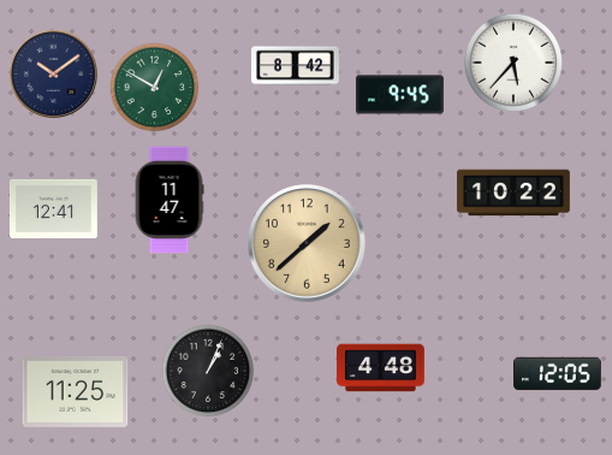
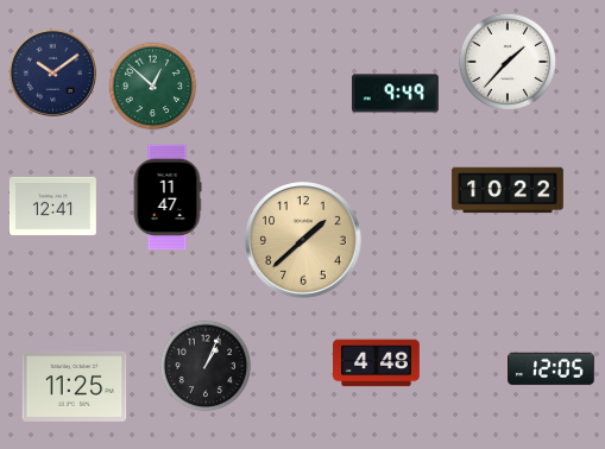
clock at (513, 63): 5:37 -> 1:37
clock at (296, 66): 8:42 -> none
clock at (155, 88): 12:50 -> 12:52
clock at (399, 95): 9:45 -> 9:49
